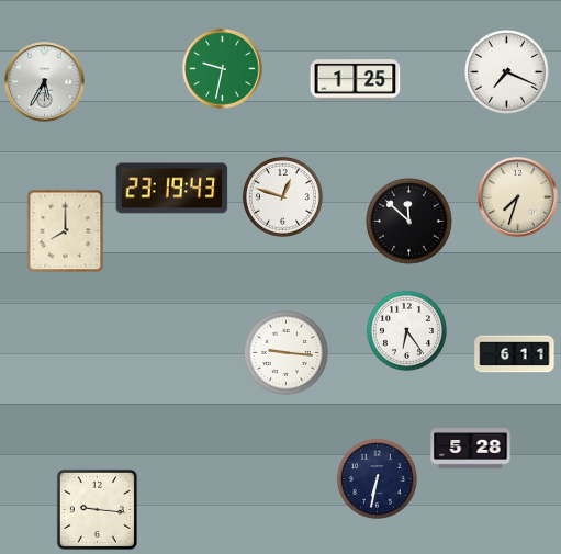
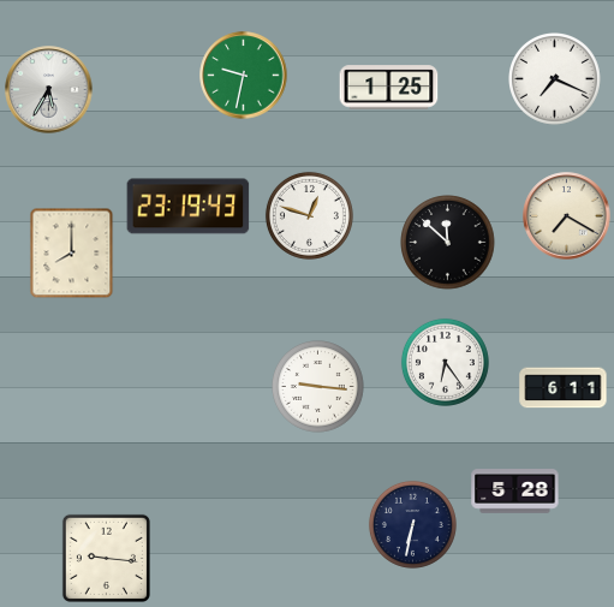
clock at (518, 197): 7:33 -> 7:20
clock at (287, 353) position: (287, 353) -> (318, 387)
